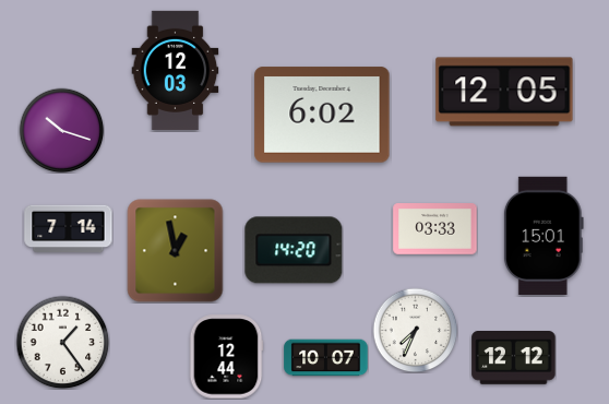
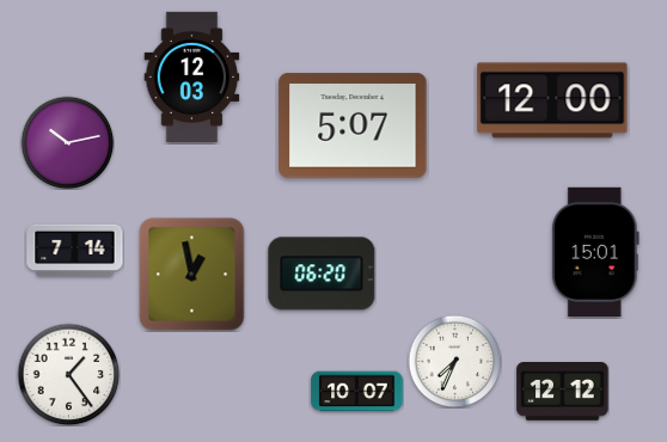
clock at (504, 92): 12:05 -> 12:00
clock at (322, 115): 6:02 -> 5:07
clock at (61, 130): 10:18 -> 10:13
clock at (435, 229): 03:33 -> none
clock at (544, 236) position: (544, 236) -> (595, 252)
clock at (294, 250): 14:20 -> 06:20
clock at (226, 357): 12:44 -> none
